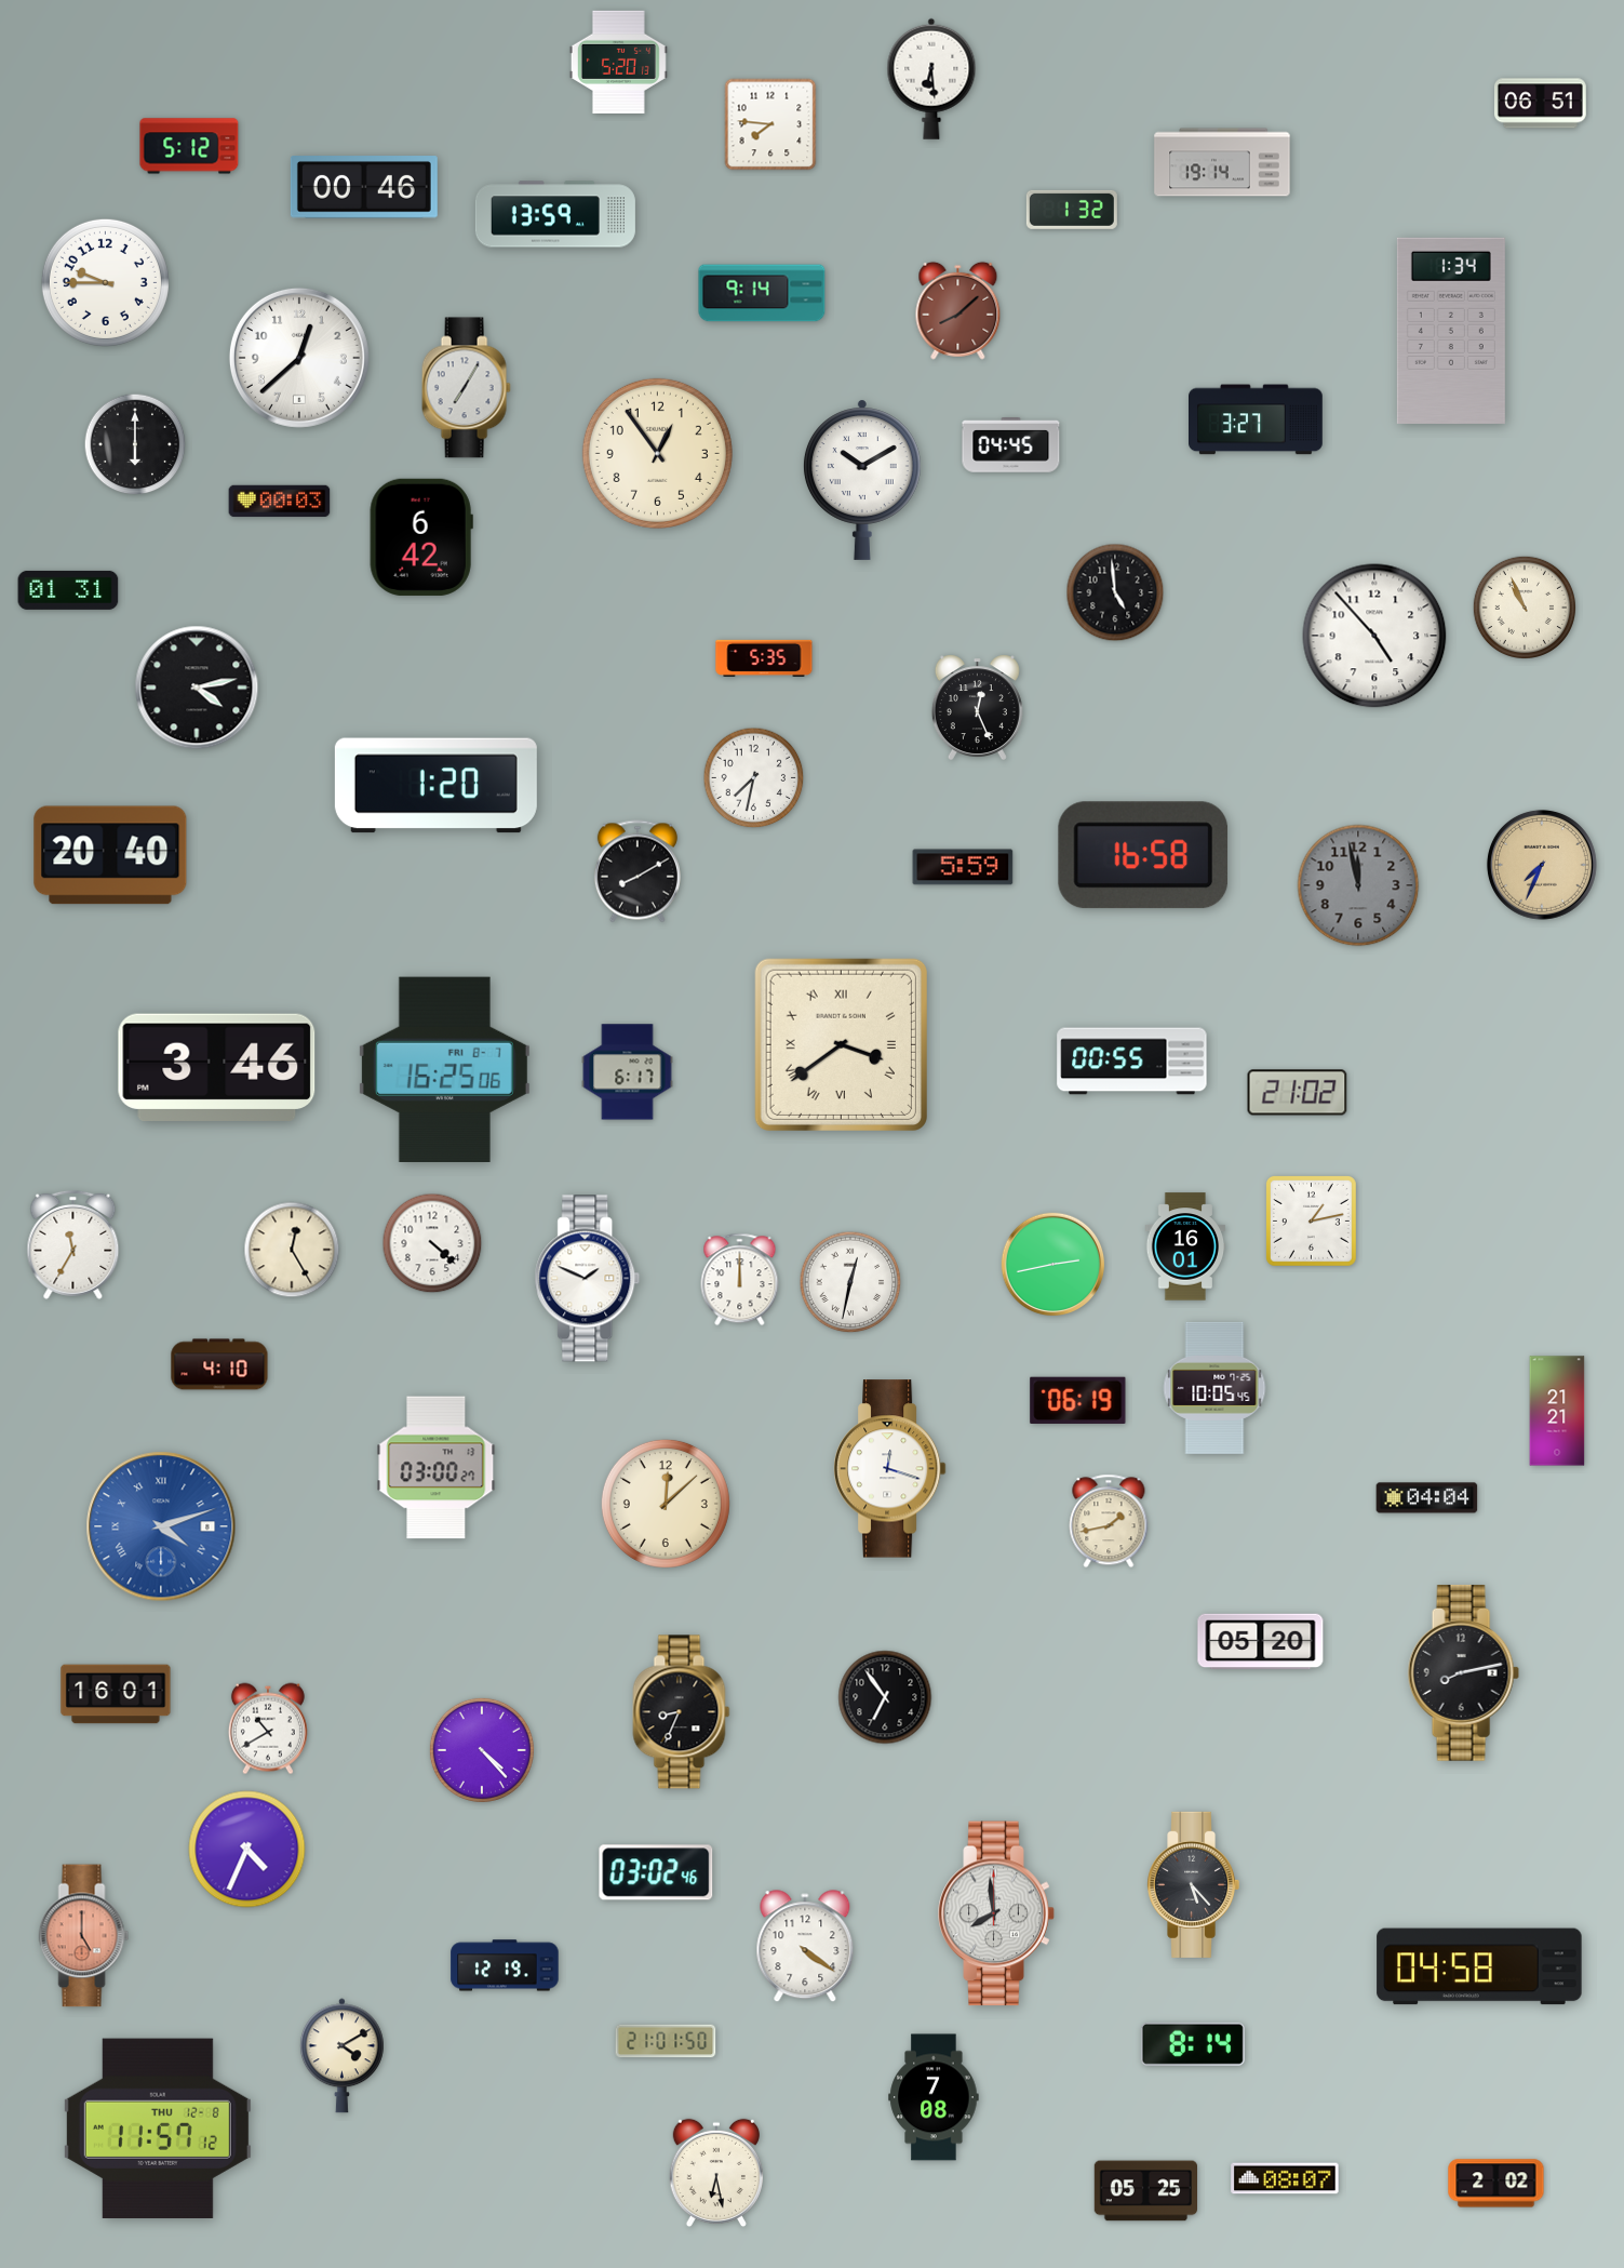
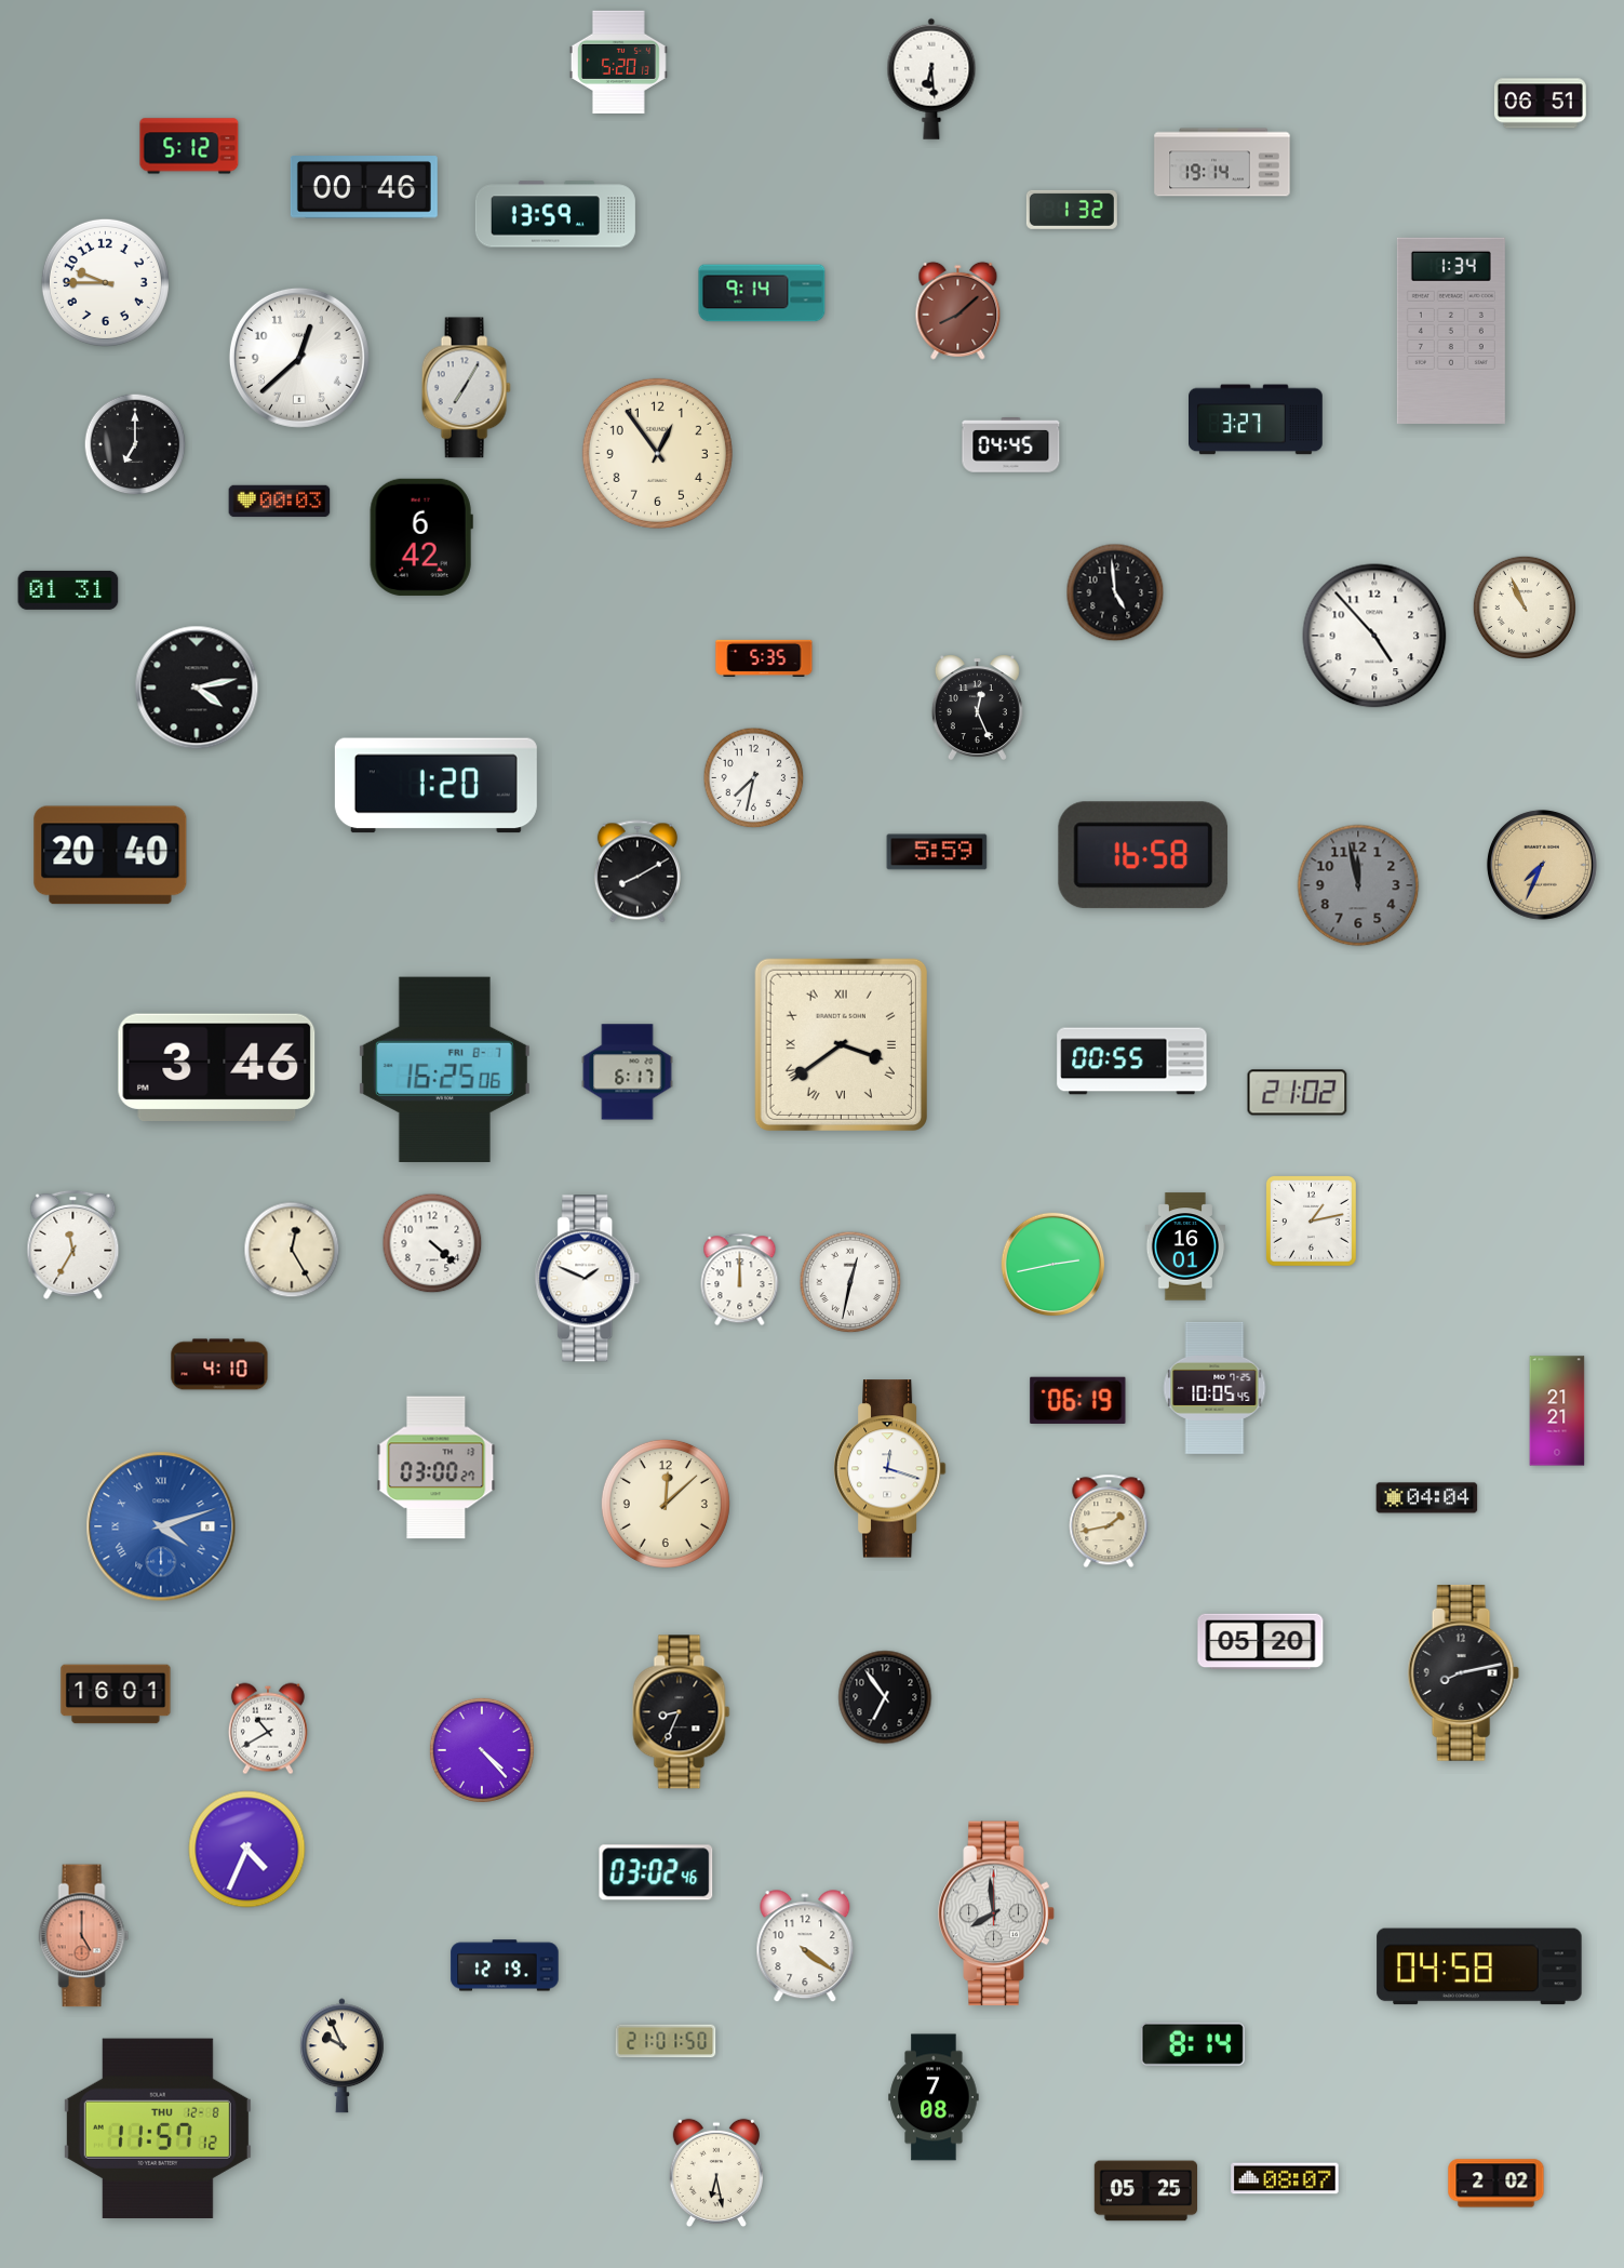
clock at (770, 124): 7:46 -> none
clock at (135, 444): 6:00 -> 7:00
clock at (862, 480): 10:10 -> none
clock at (963, 867) position: (963, 867) -> (937, 852)
clock at (1194, 1884): 5:23 -> none
clock at (341, 2056): 4:10 -> 9:56
